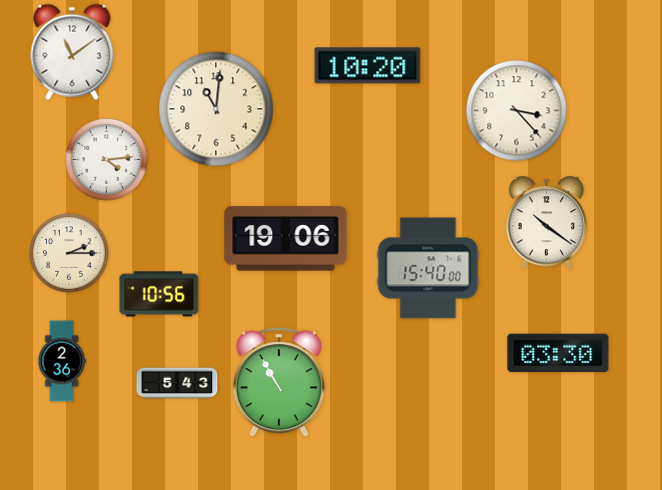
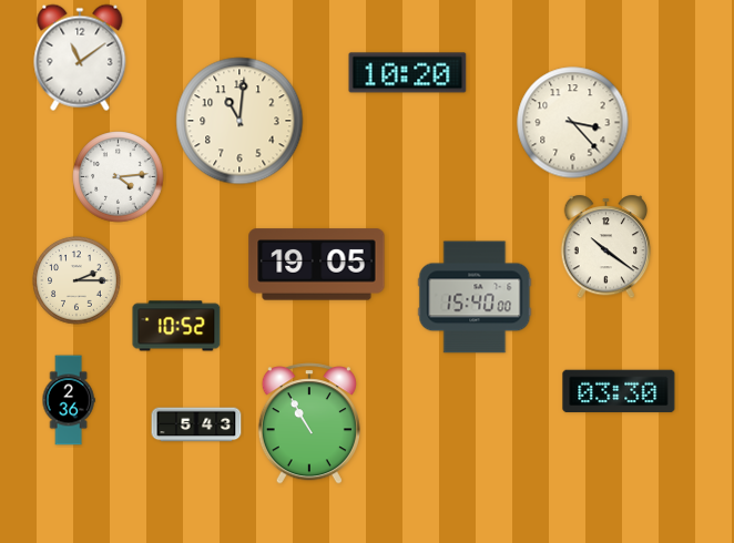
clock at (286, 239): 19:06 -> 19:05
clock at (159, 294): 10:56 -> 10:52
